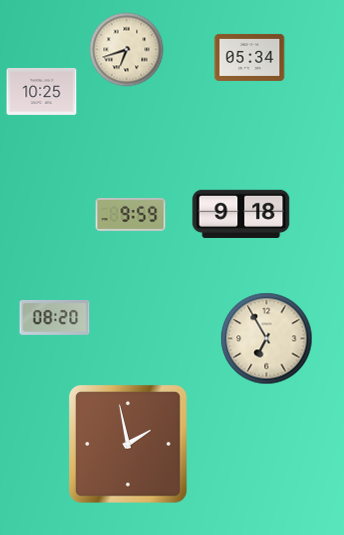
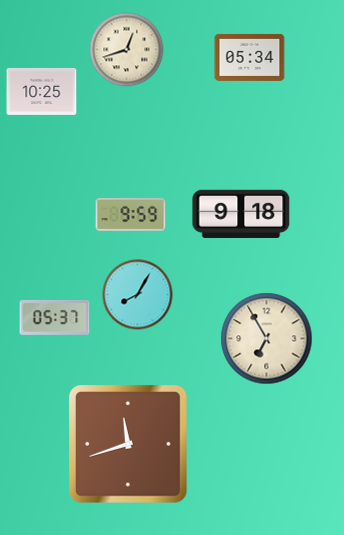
clock at (127, 50): 6:42 -> 12:42
clock at (138, 295): none -> 8:05
clock at (55, 317): 08:20 -> 05:37
clock at (128, 444): 1:58 -> 11:42
